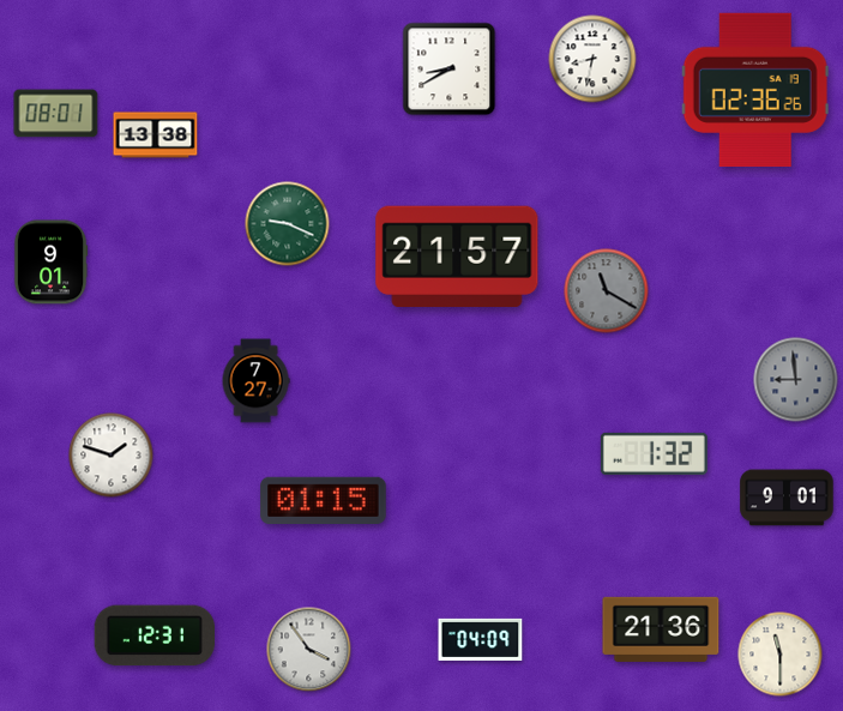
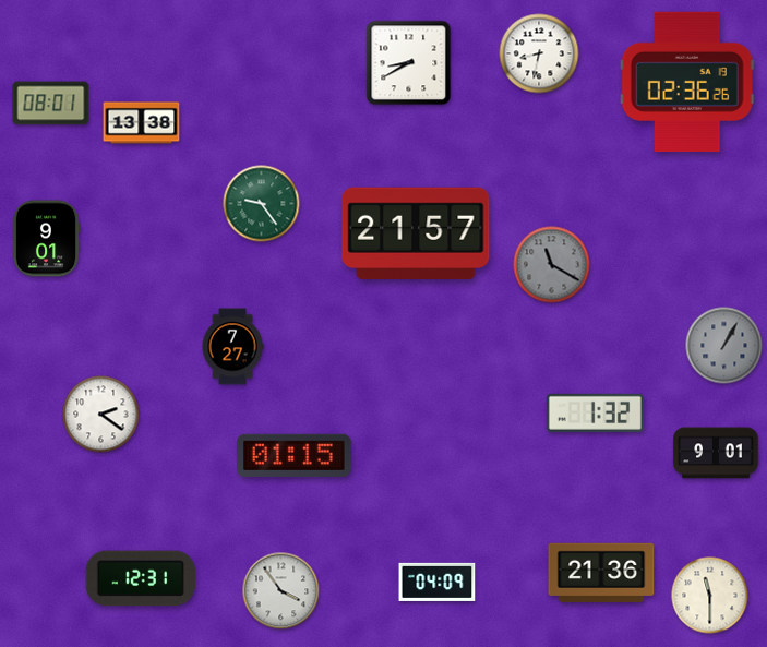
clock at (288, 224): 9:19 -> 9:24
clock at (796, 380): 8:59 -> 1:05
clock at (112, 456): 1:48 -> 2:21
